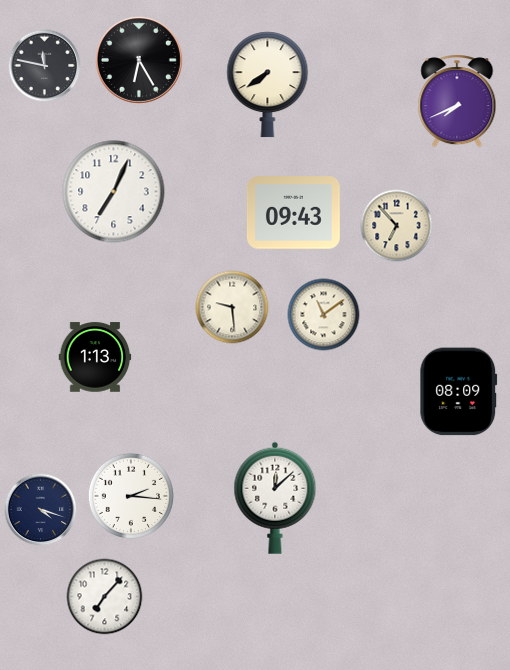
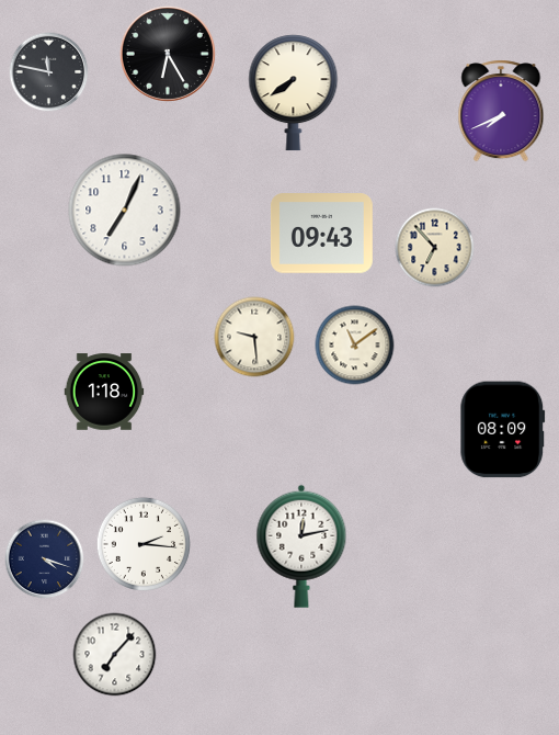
clock at (139, 60) position: (139, 60) -> (168, 54)
clock at (95, 357): 1:13 -> 1:18
clock at (275, 498): 12:08 -> 12:13
